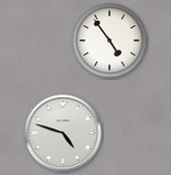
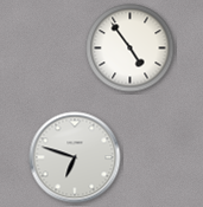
clock at (63, 133): 4:48 -> 6:48
